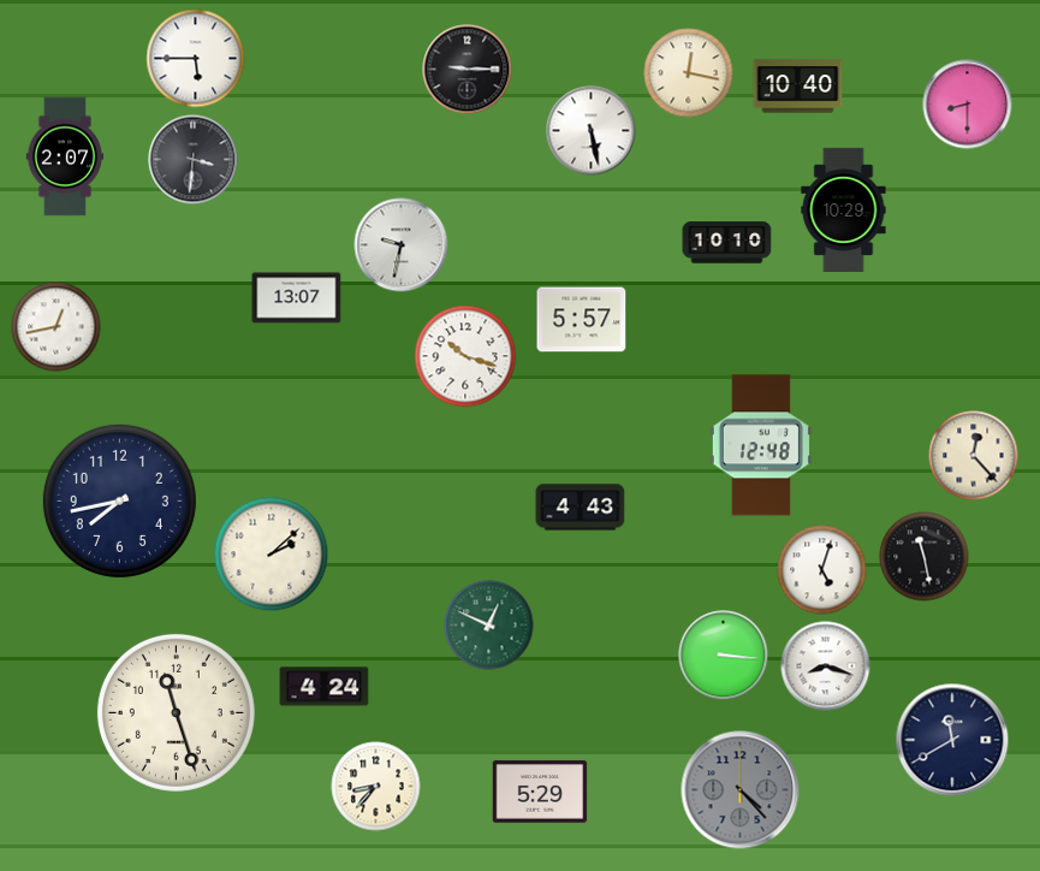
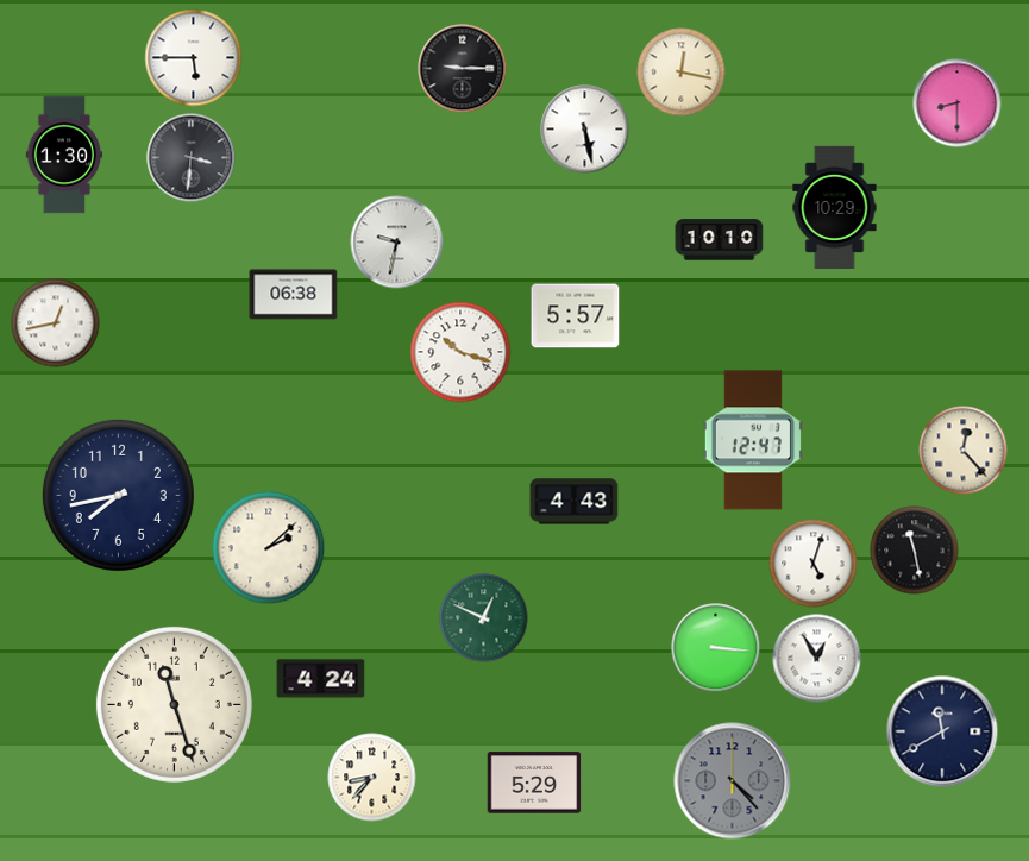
clock at (798, 87): 10:40 -> none
clock at (65, 156): 2:07 -> 1:30
clock at (297, 298): 13:07 -> 06:38
clock at (761, 445): 12:48 -> 12:47
clock at (826, 666): 8:18 -> 12:55
